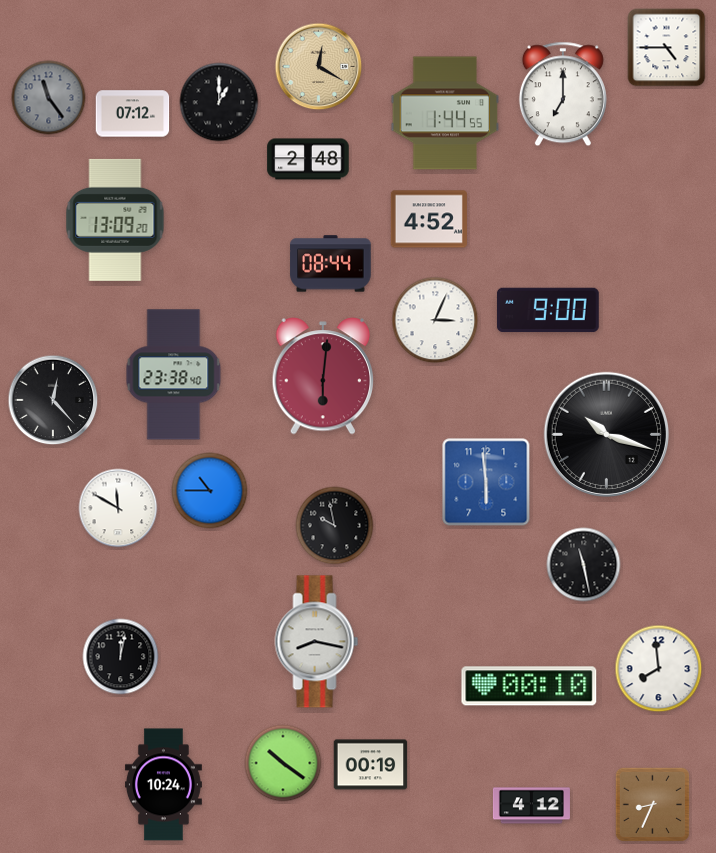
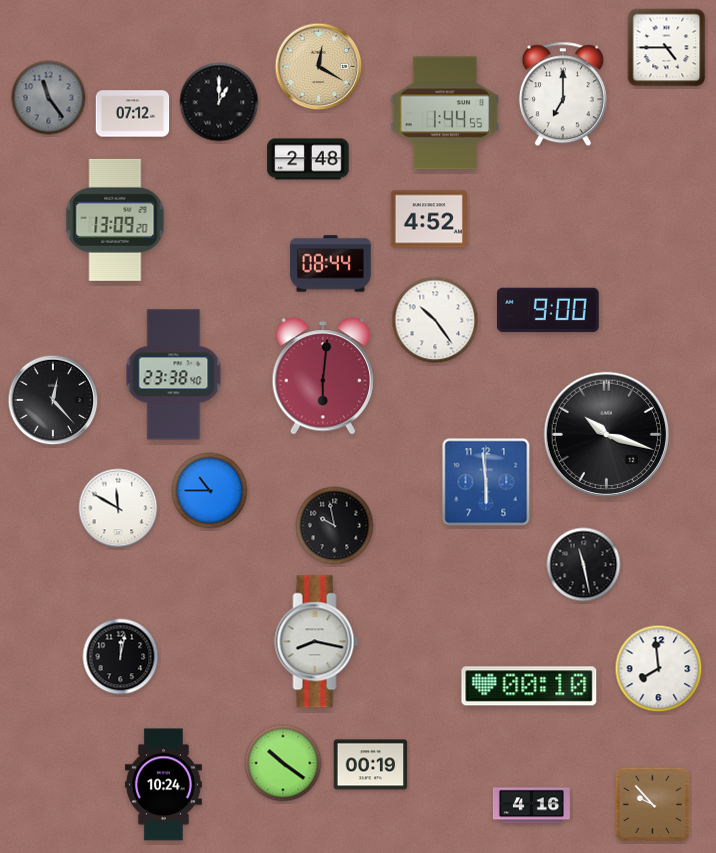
clock at (435, 320): 3:04 -> 10:24
clock at (653, 805): 8:34 -> 9:53
clock at (531, 806): 4:12 -> 4:16
